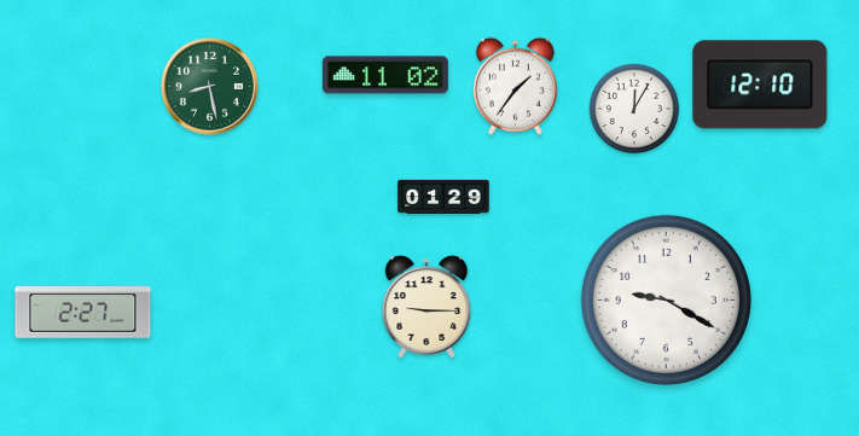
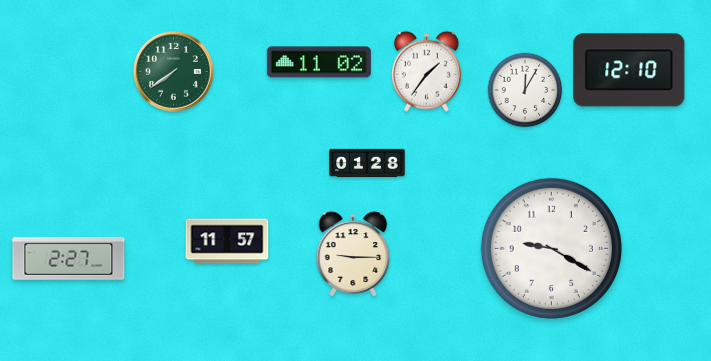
clock at (210, 87): 8:28 -> 7:39
clock at (443, 197): 01:29 -> 01:28
clock at (227, 241): none -> 11:57
